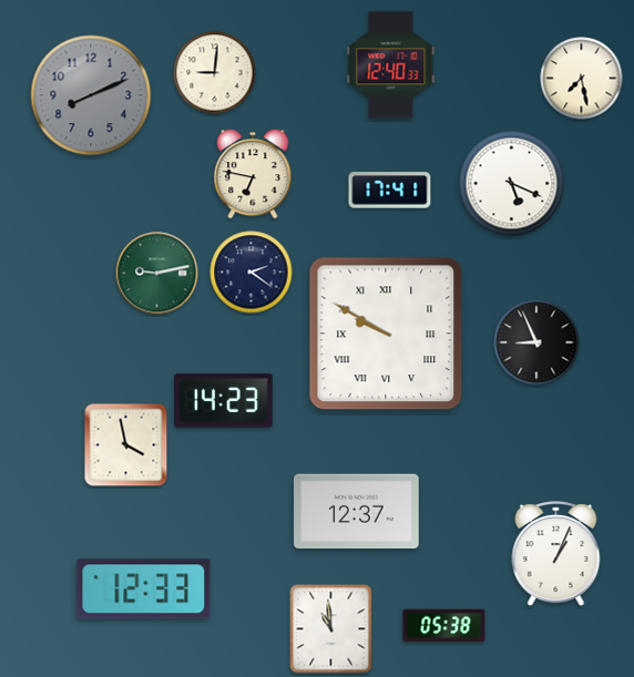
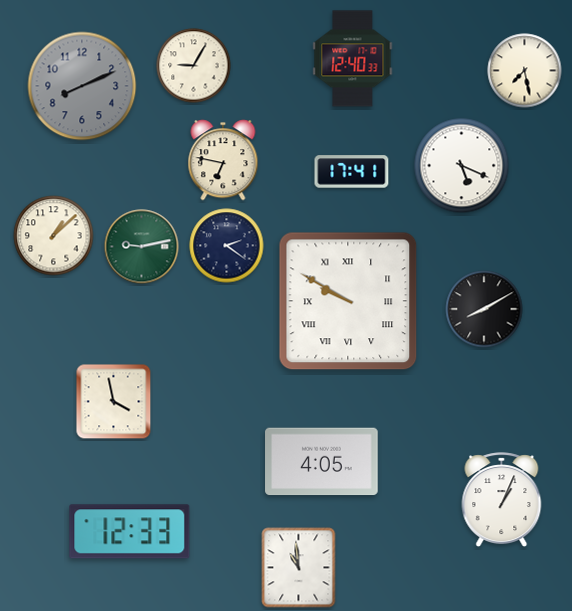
clock at (215, 73): 9:01 -> 9:05
clock at (253, 174) position: (253, 174) -> (223, 160)
clock at (54, 236): none -> 1:08
clock at (536, 342): 8:56 -> 8:10
clock at (224, 401): 14:23 -> none
clock at (357, 512): 12:37 -> 4:05
clock at (444, 626): 05:38 -> none
